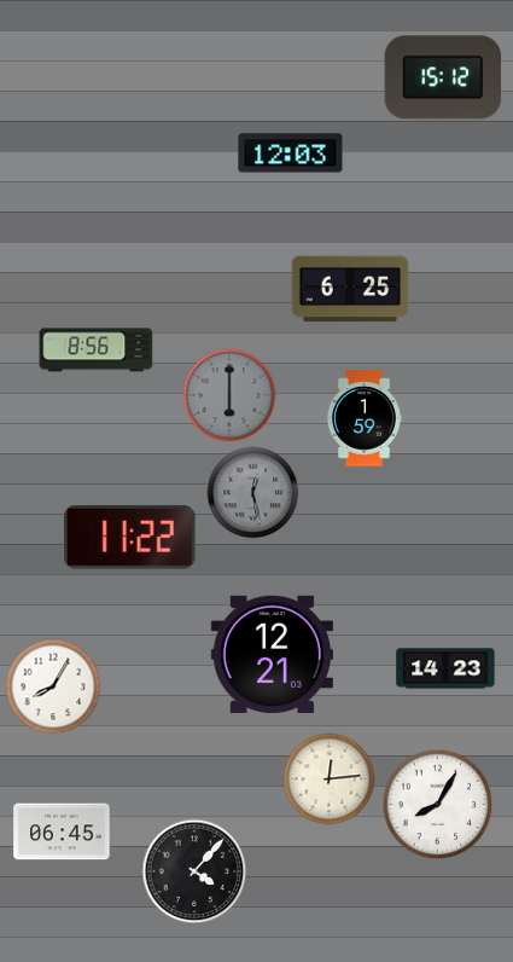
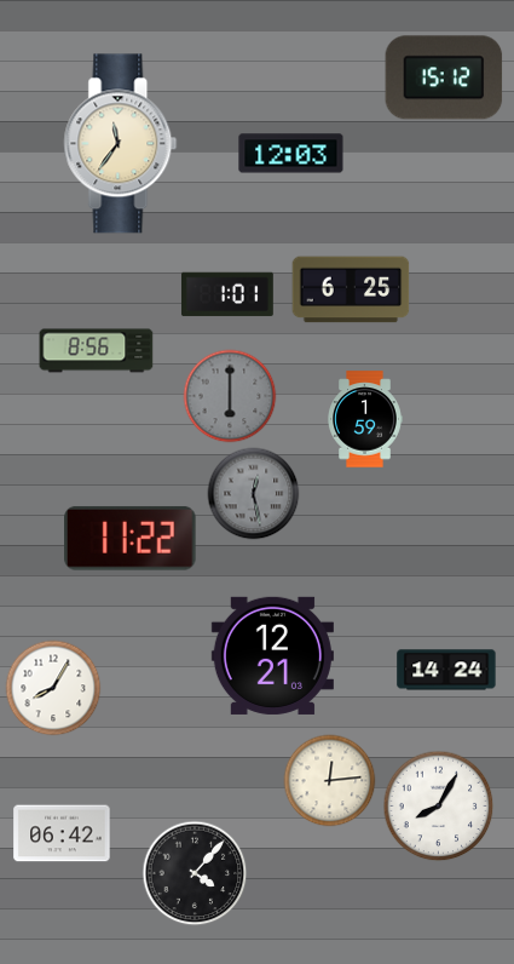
clock at (121, 144): none -> 11:36
clock at (227, 294): none -> 1:01
clock at (445, 668): 14:23 -> 14:24
clock at (62, 831): 06:45 -> 06:42
